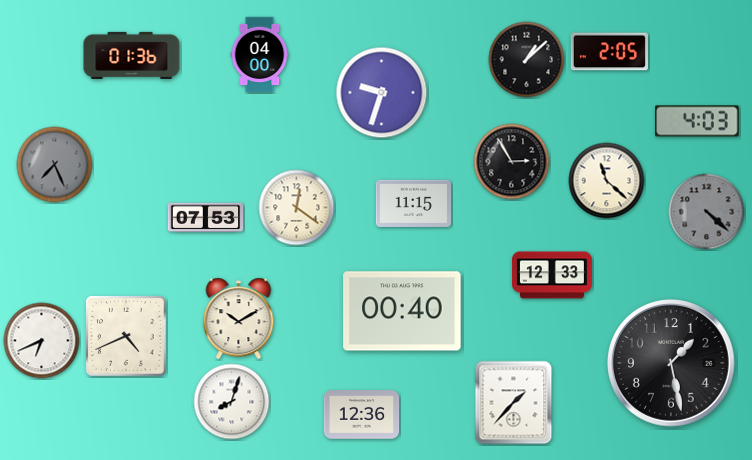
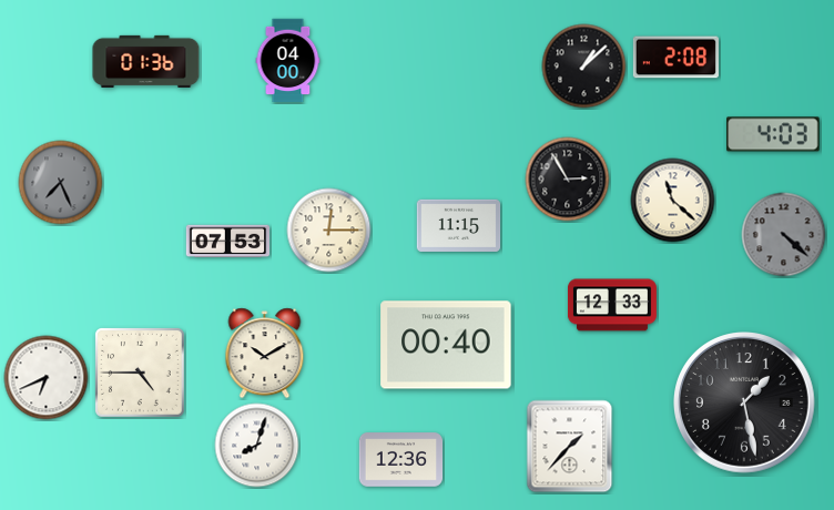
clock at (609, 52): 2:05 -> 2:08
clock at (382, 93): 9:33 -> none
clock at (297, 208): 12:21 -> 12:15
clock at (127, 337): 4:41 -> 4:45
